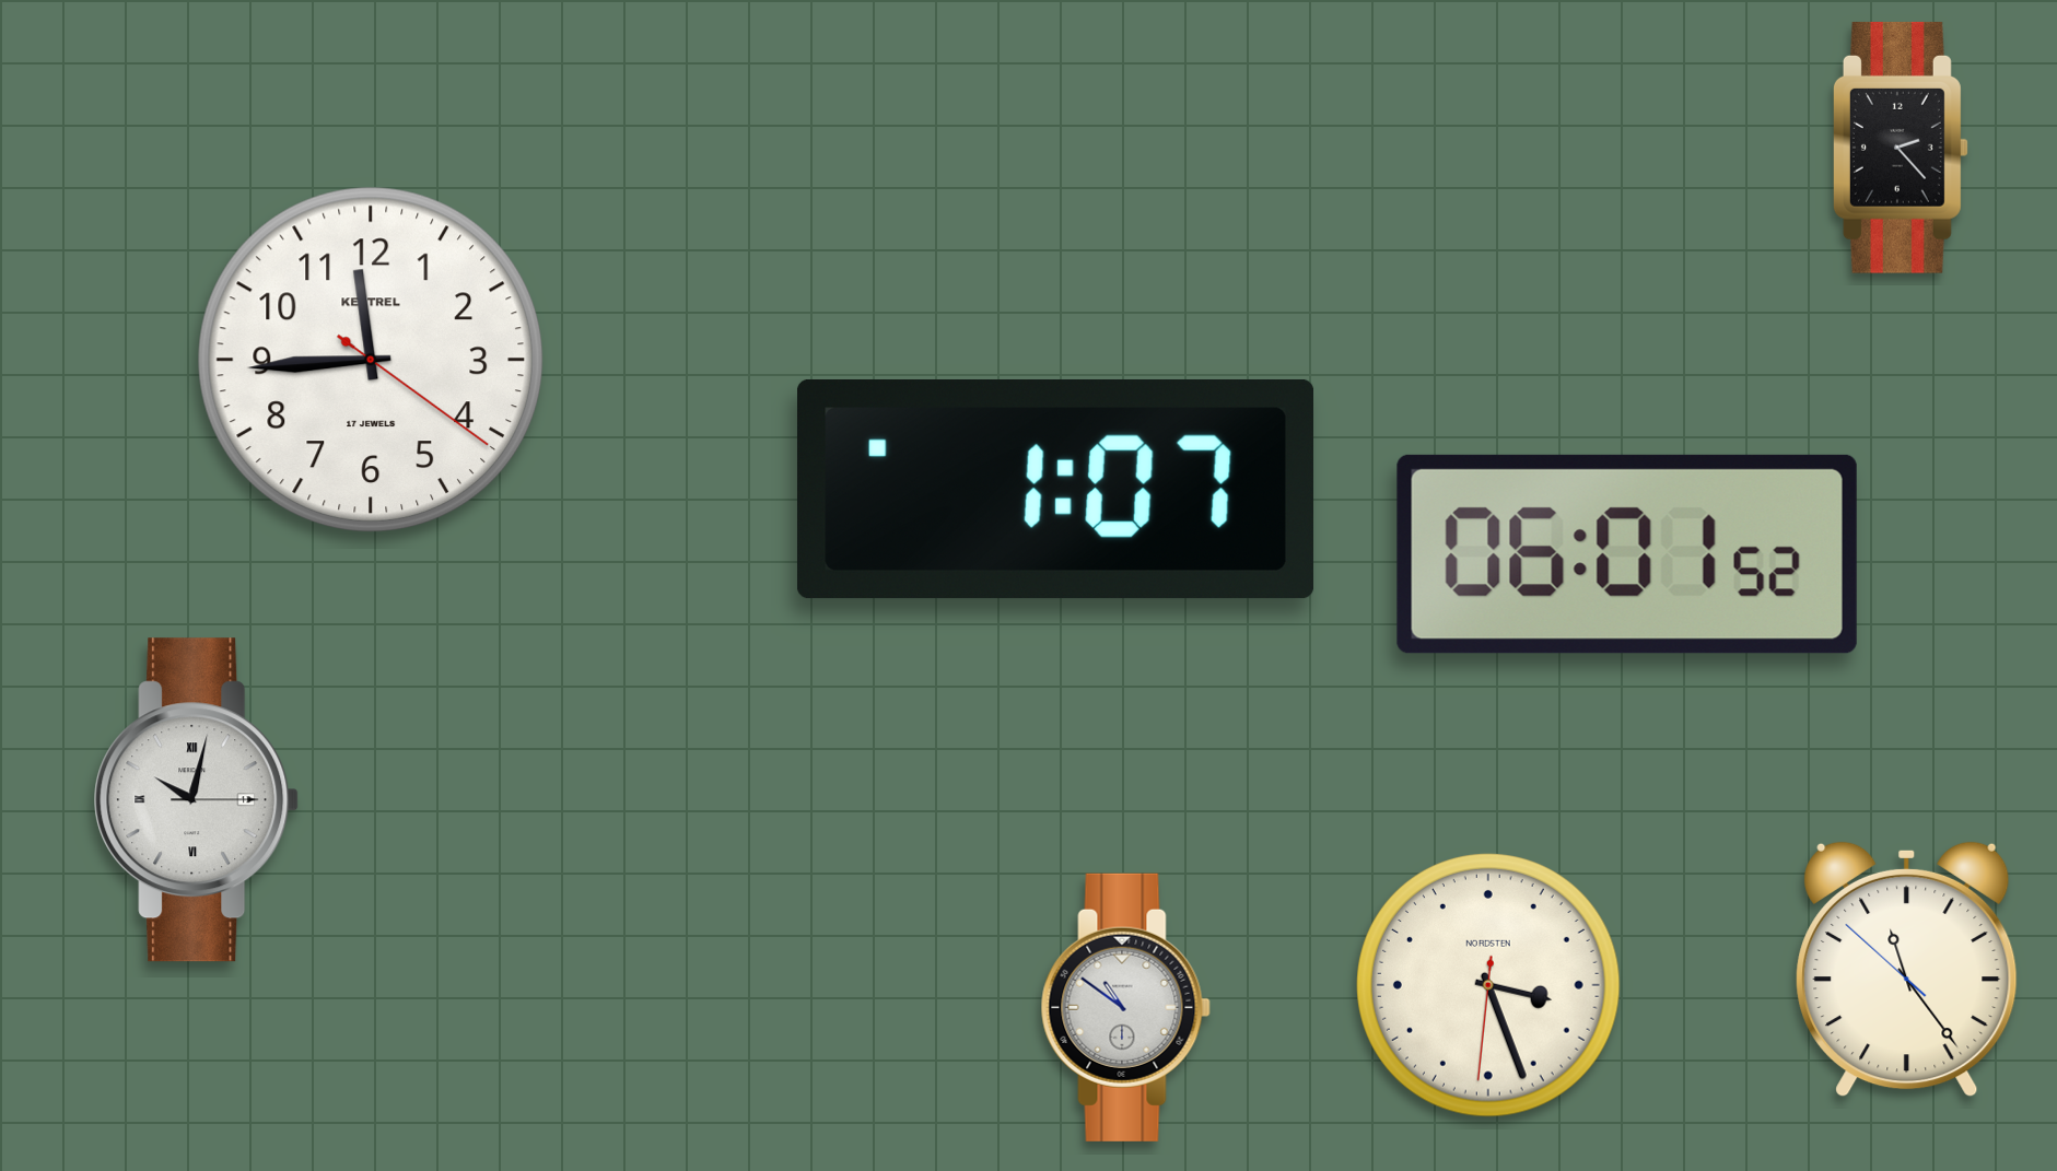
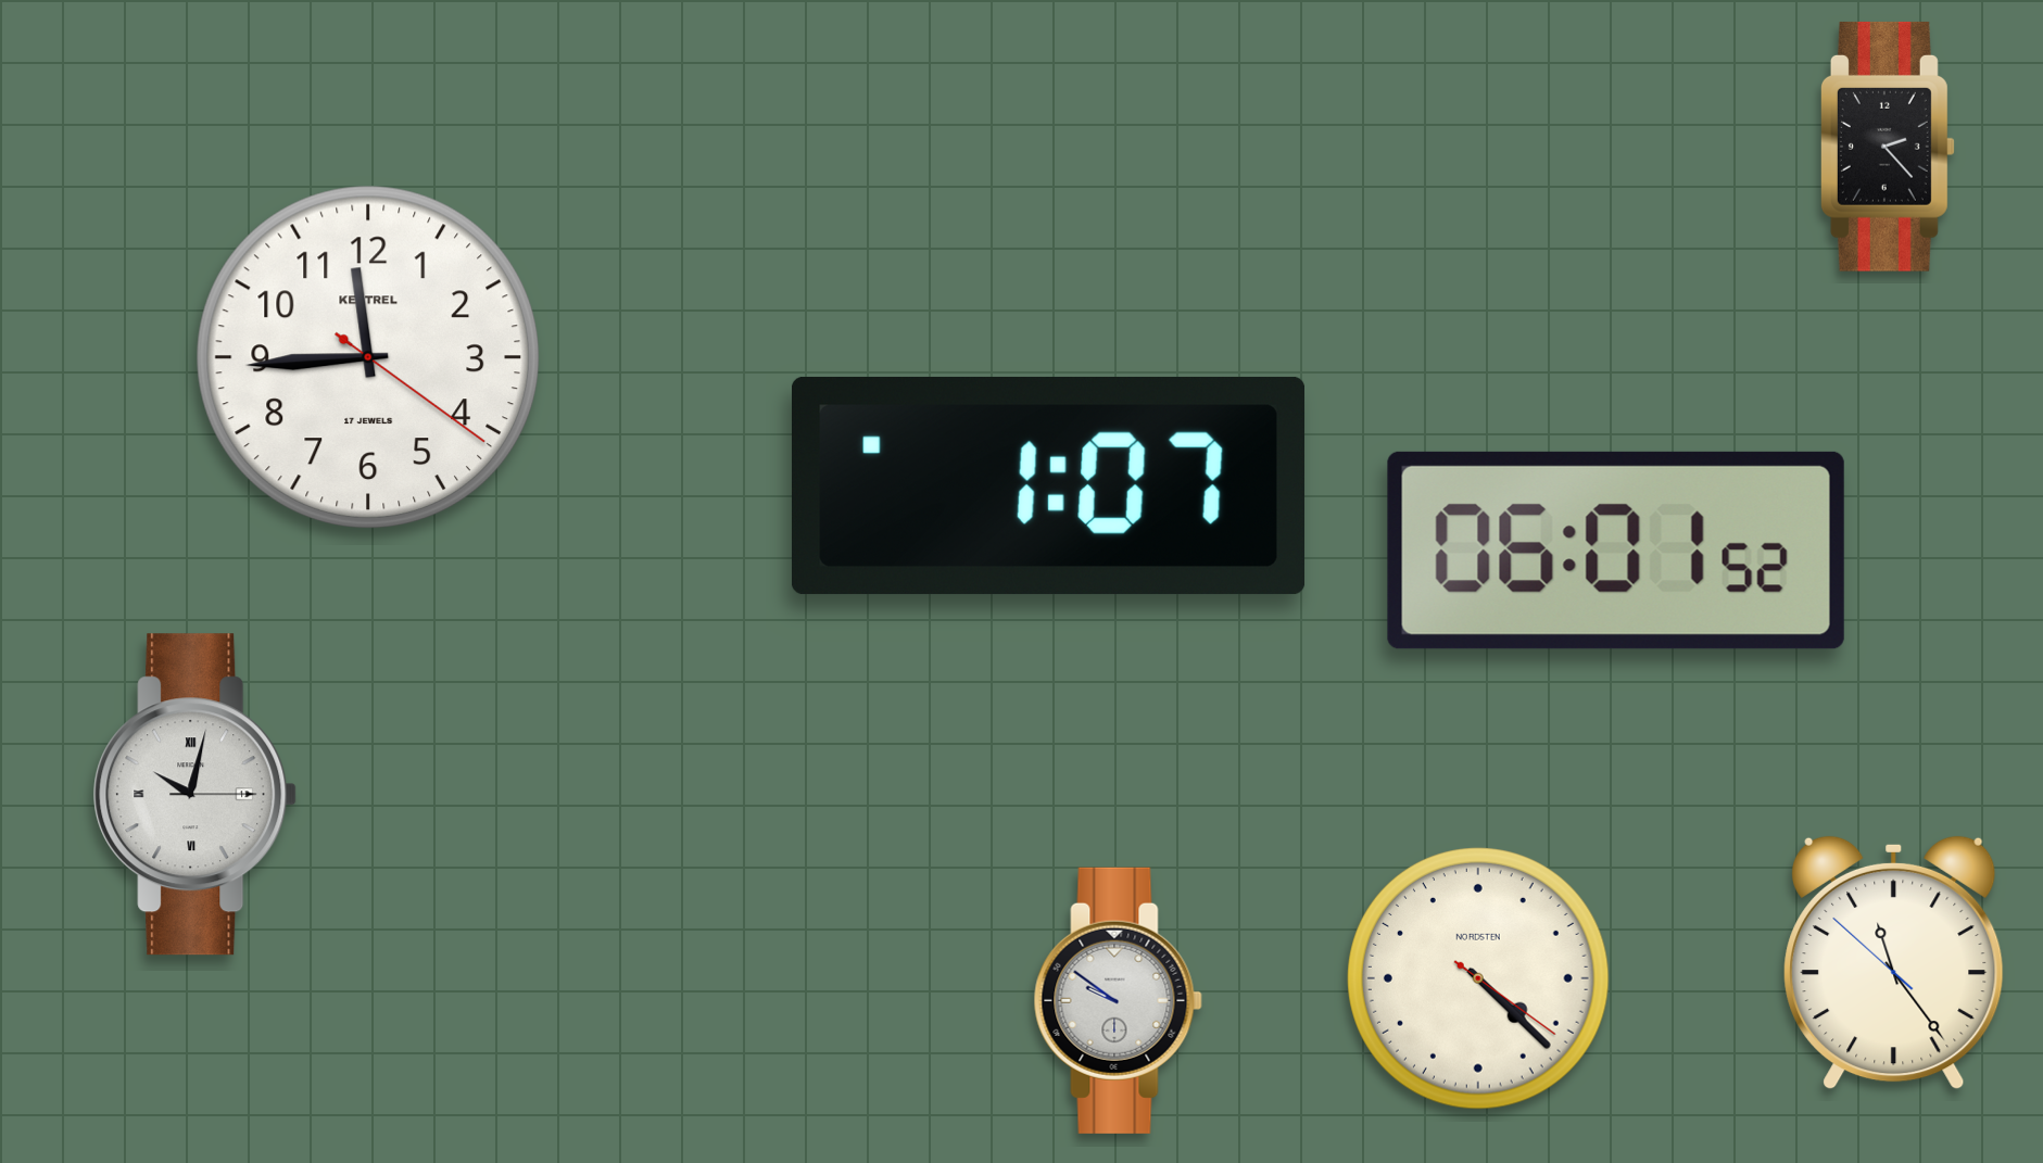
clock at (1488, 985): 3:26 -> 4:22
clock at (1125, 1007): 10:51 -> 9:51
